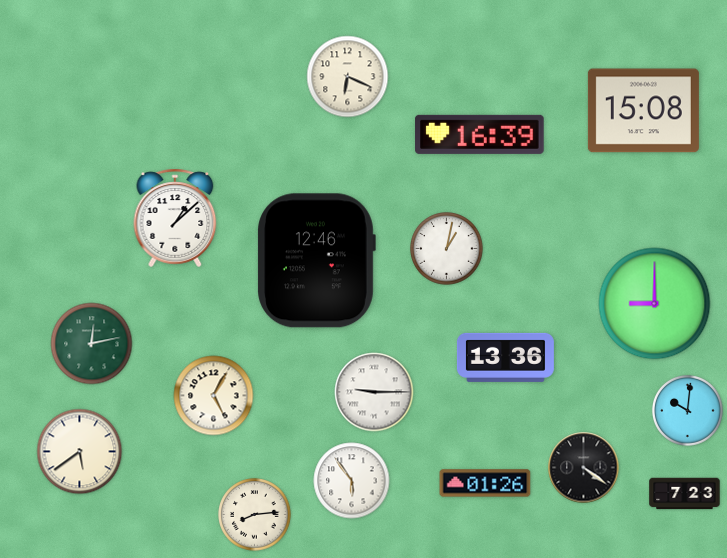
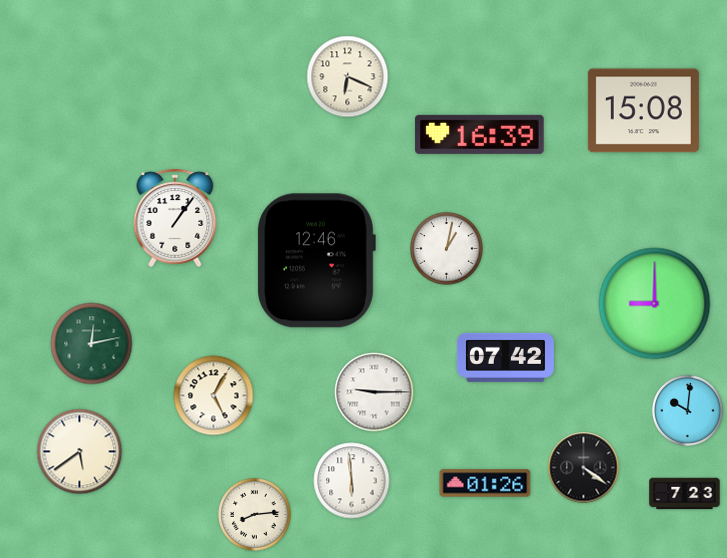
clock at (175, 218): 1:08 -> 1:06
clock at (505, 357): 13:36 -> 07:42
clock at (352, 481): 5:54 -> 5:59
